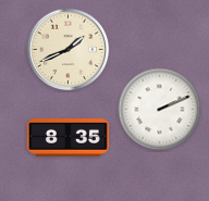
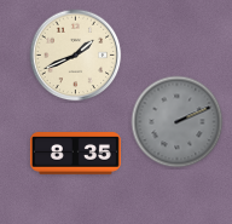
clock at (160, 110) dial: white -> grey
